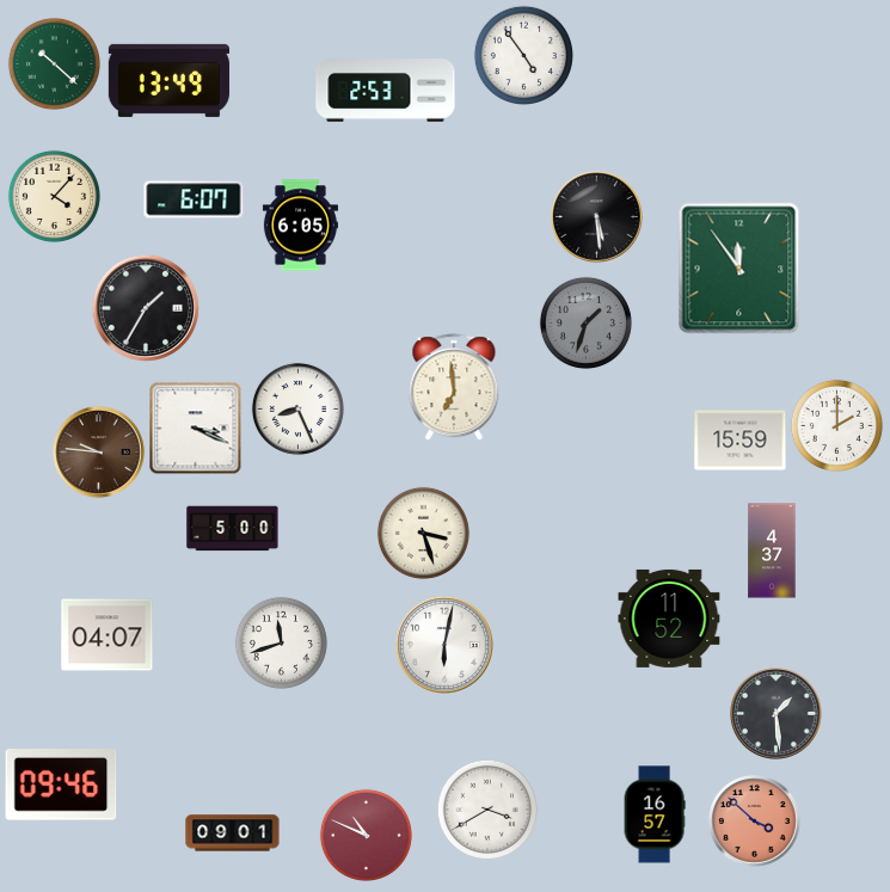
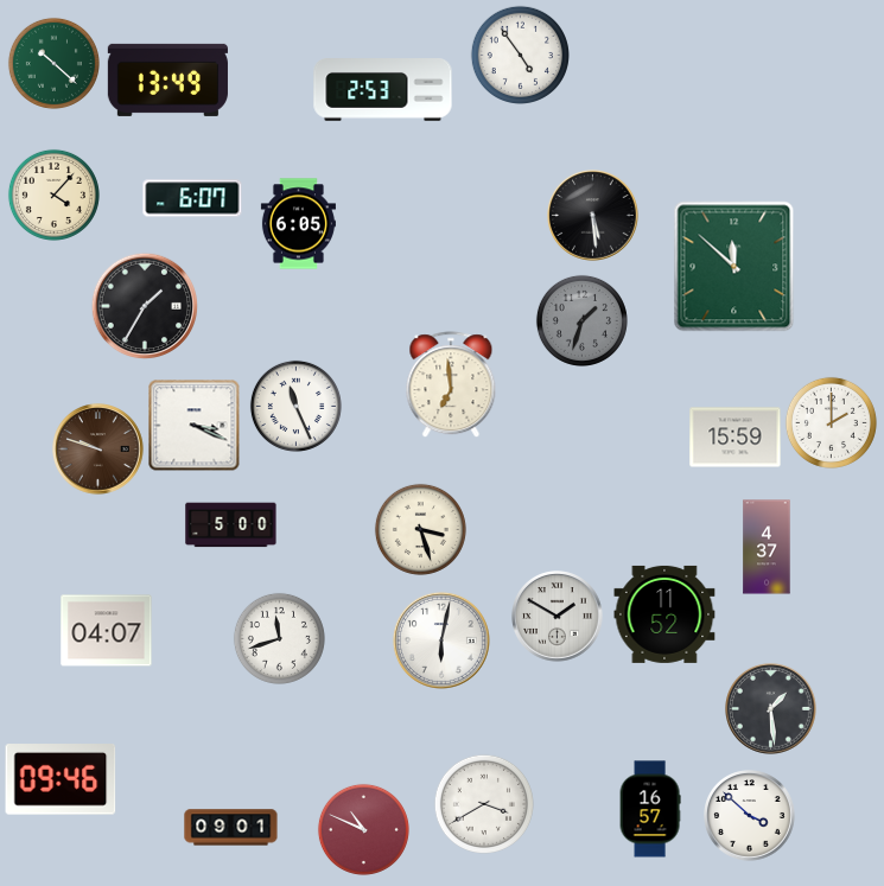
clock at (739, 269): 11:54 -> 11:52
clock at (297, 408): 8:26 -> 11:26
clock at (99, 453): 9:46 -> 9:48
clock at (558, 617): none -> 1:50
clock at (755, 822) dial: salmon -> white
